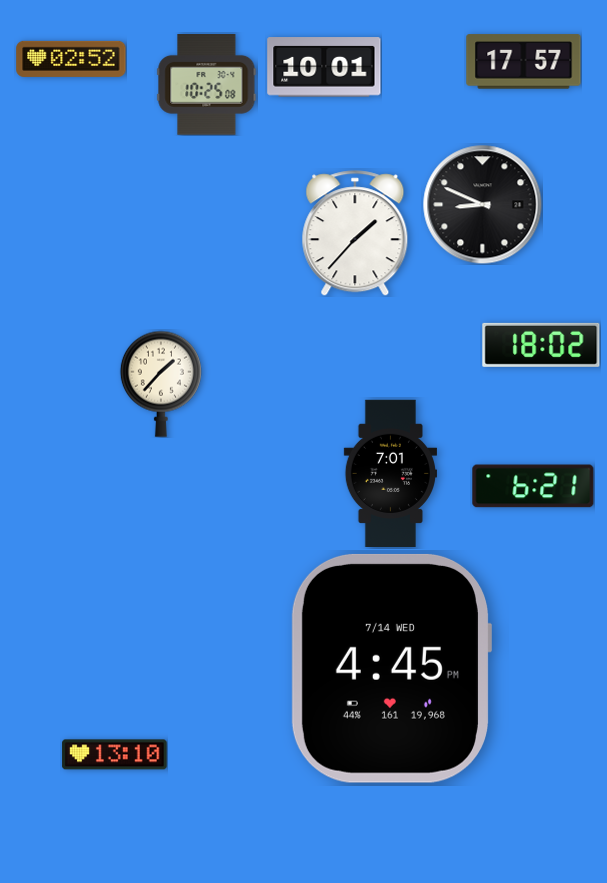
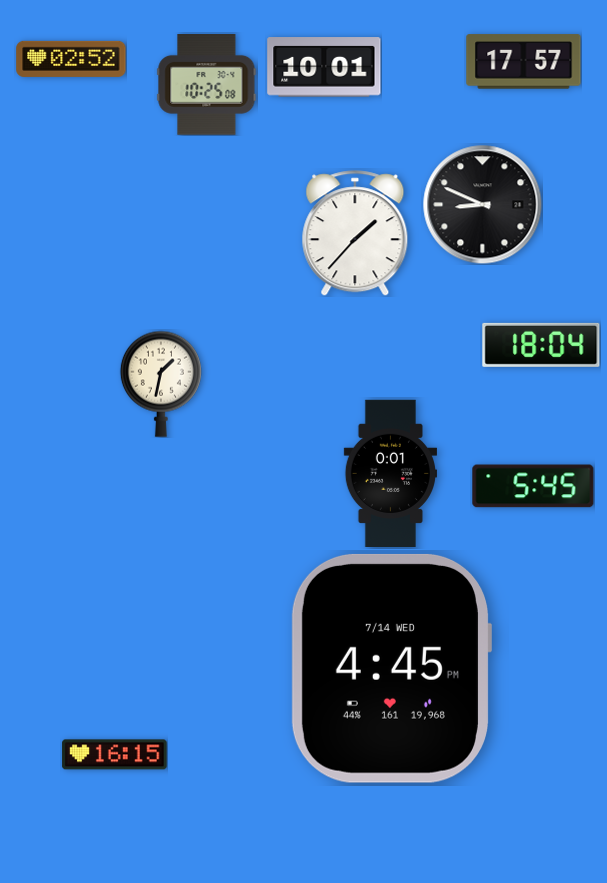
clock at (541, 345): 18:02 -> 18:04
clock at (161, 384): 1:37 -> 1:32
clock at (390, 473): 7:01 -> 0:01
clock at (533, 486): 6:21 -> 5:45
clock at (115, 755): 13:10 -> 16:15
